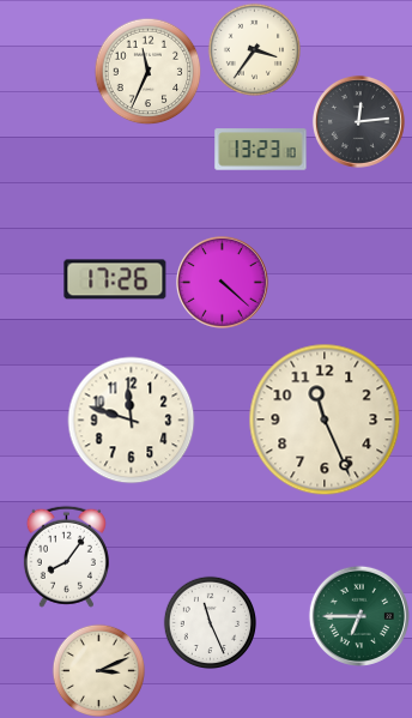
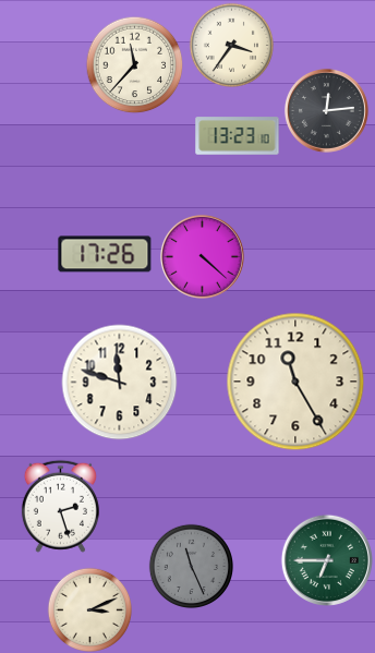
clock at (147, 71): 11:34 -> 11:37
clock at (325, 420): 11:26 -> 11:25
clock at (66, 556): 8:06 -> 2:27
clock at (210, 622) dial: white -> grey
